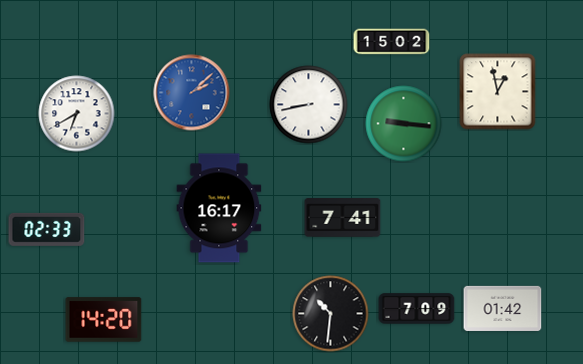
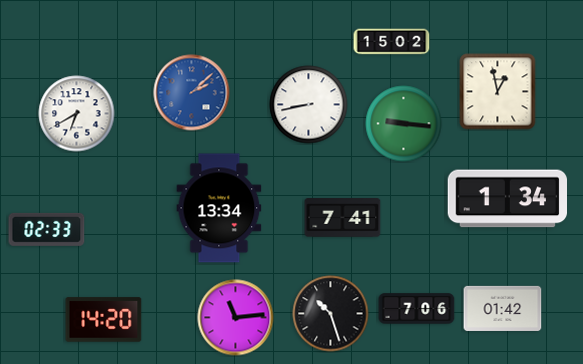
clock at (507, 199): none -> 1:34
clock at (219, 208): 16:17 -> 13:34
clock at (417, 309): 7:09 -> 7:06
clock at (331, 314): 10:31 -> 10:27
clock at (236, 318): none -> 11:14
